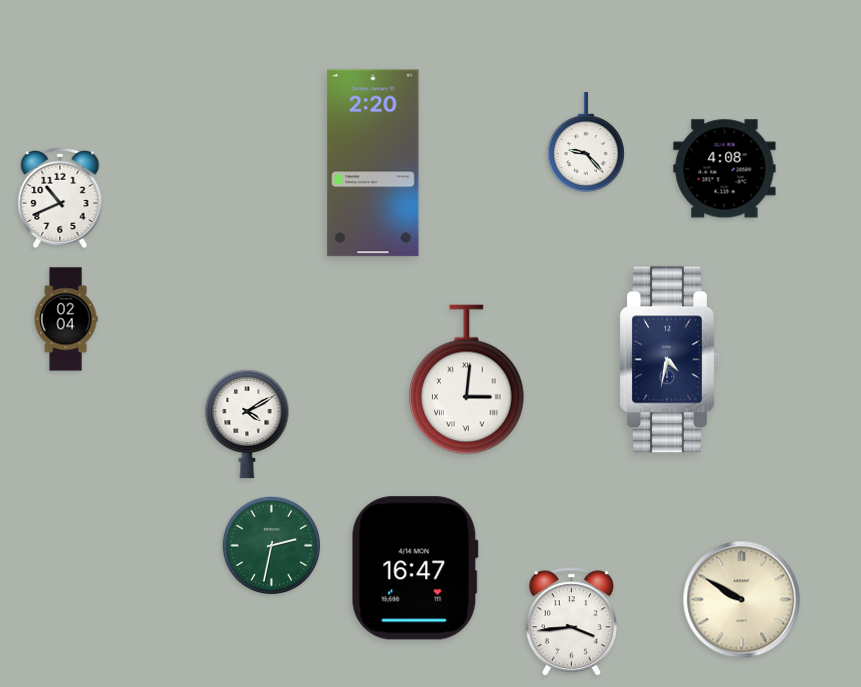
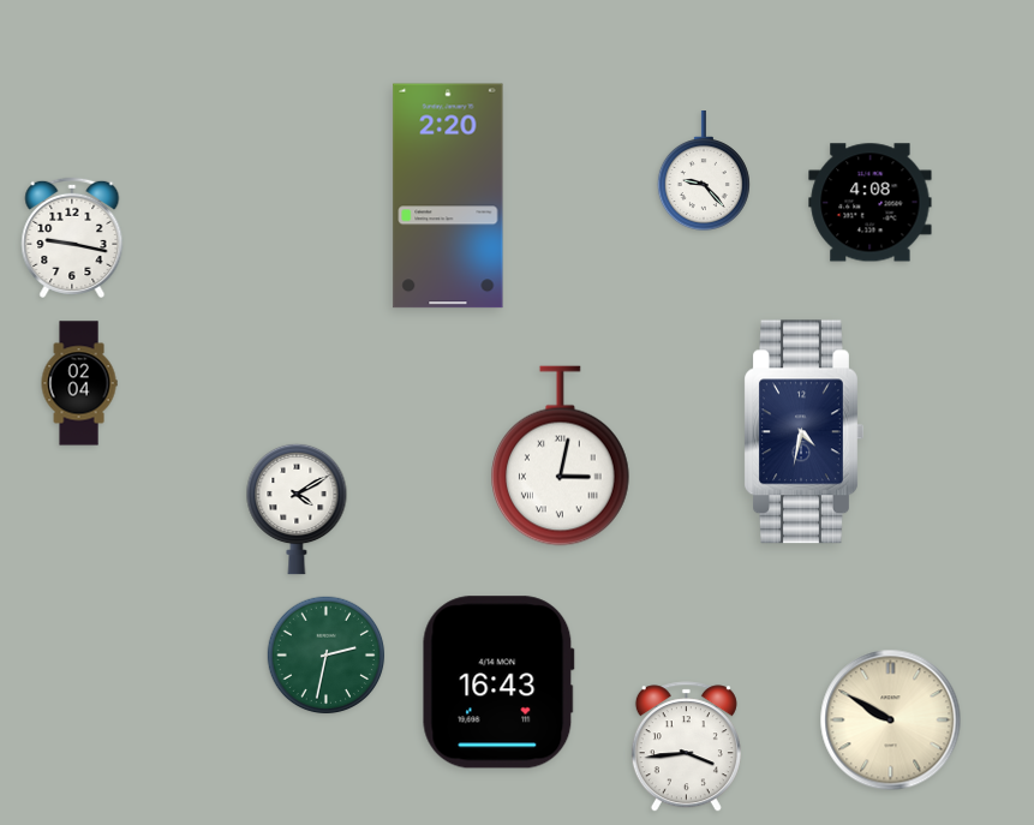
clock at (60, 198): 10:41 -> 9:17
clock at (467, 380): 3:01 -> 3:02
clock at (415, 568): 16:47 -> 16:43
